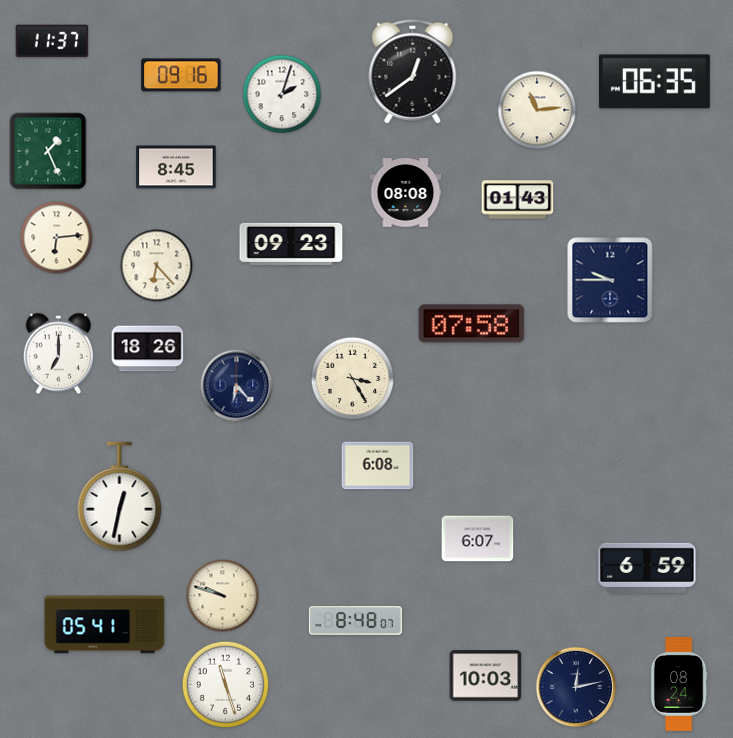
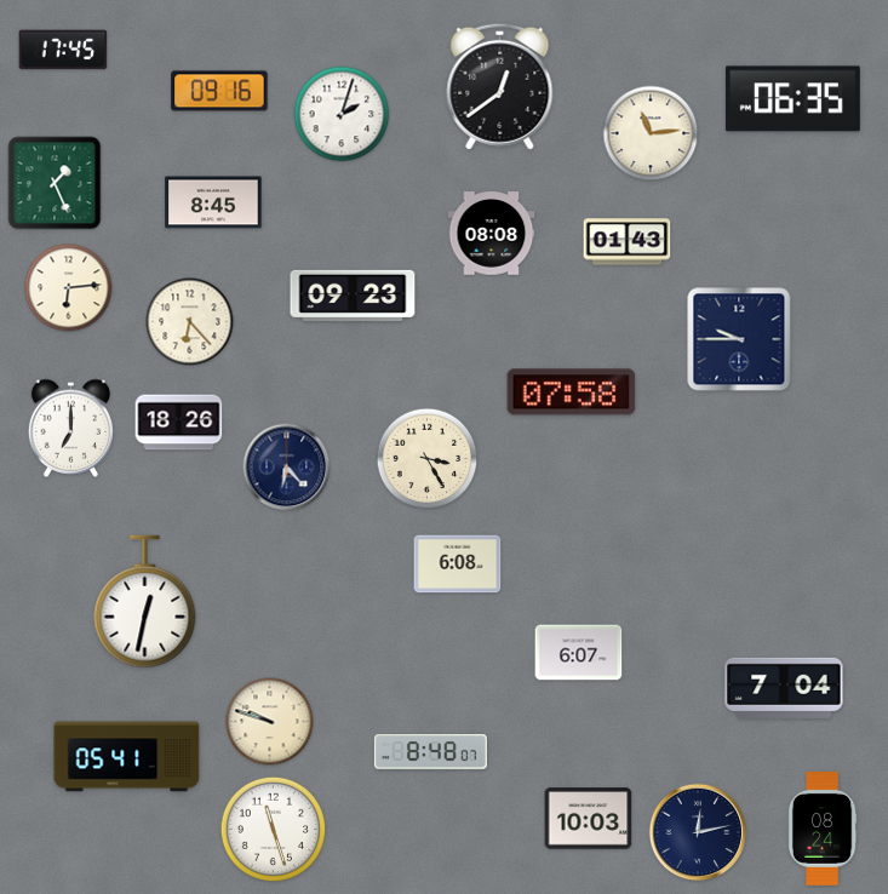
clock at (52, 41): 11:37 -> 17:45
clock at (48, 151) position: (48, 151) -> (55, 183)
clock at (647, 568): 6:59 -> 7:04
